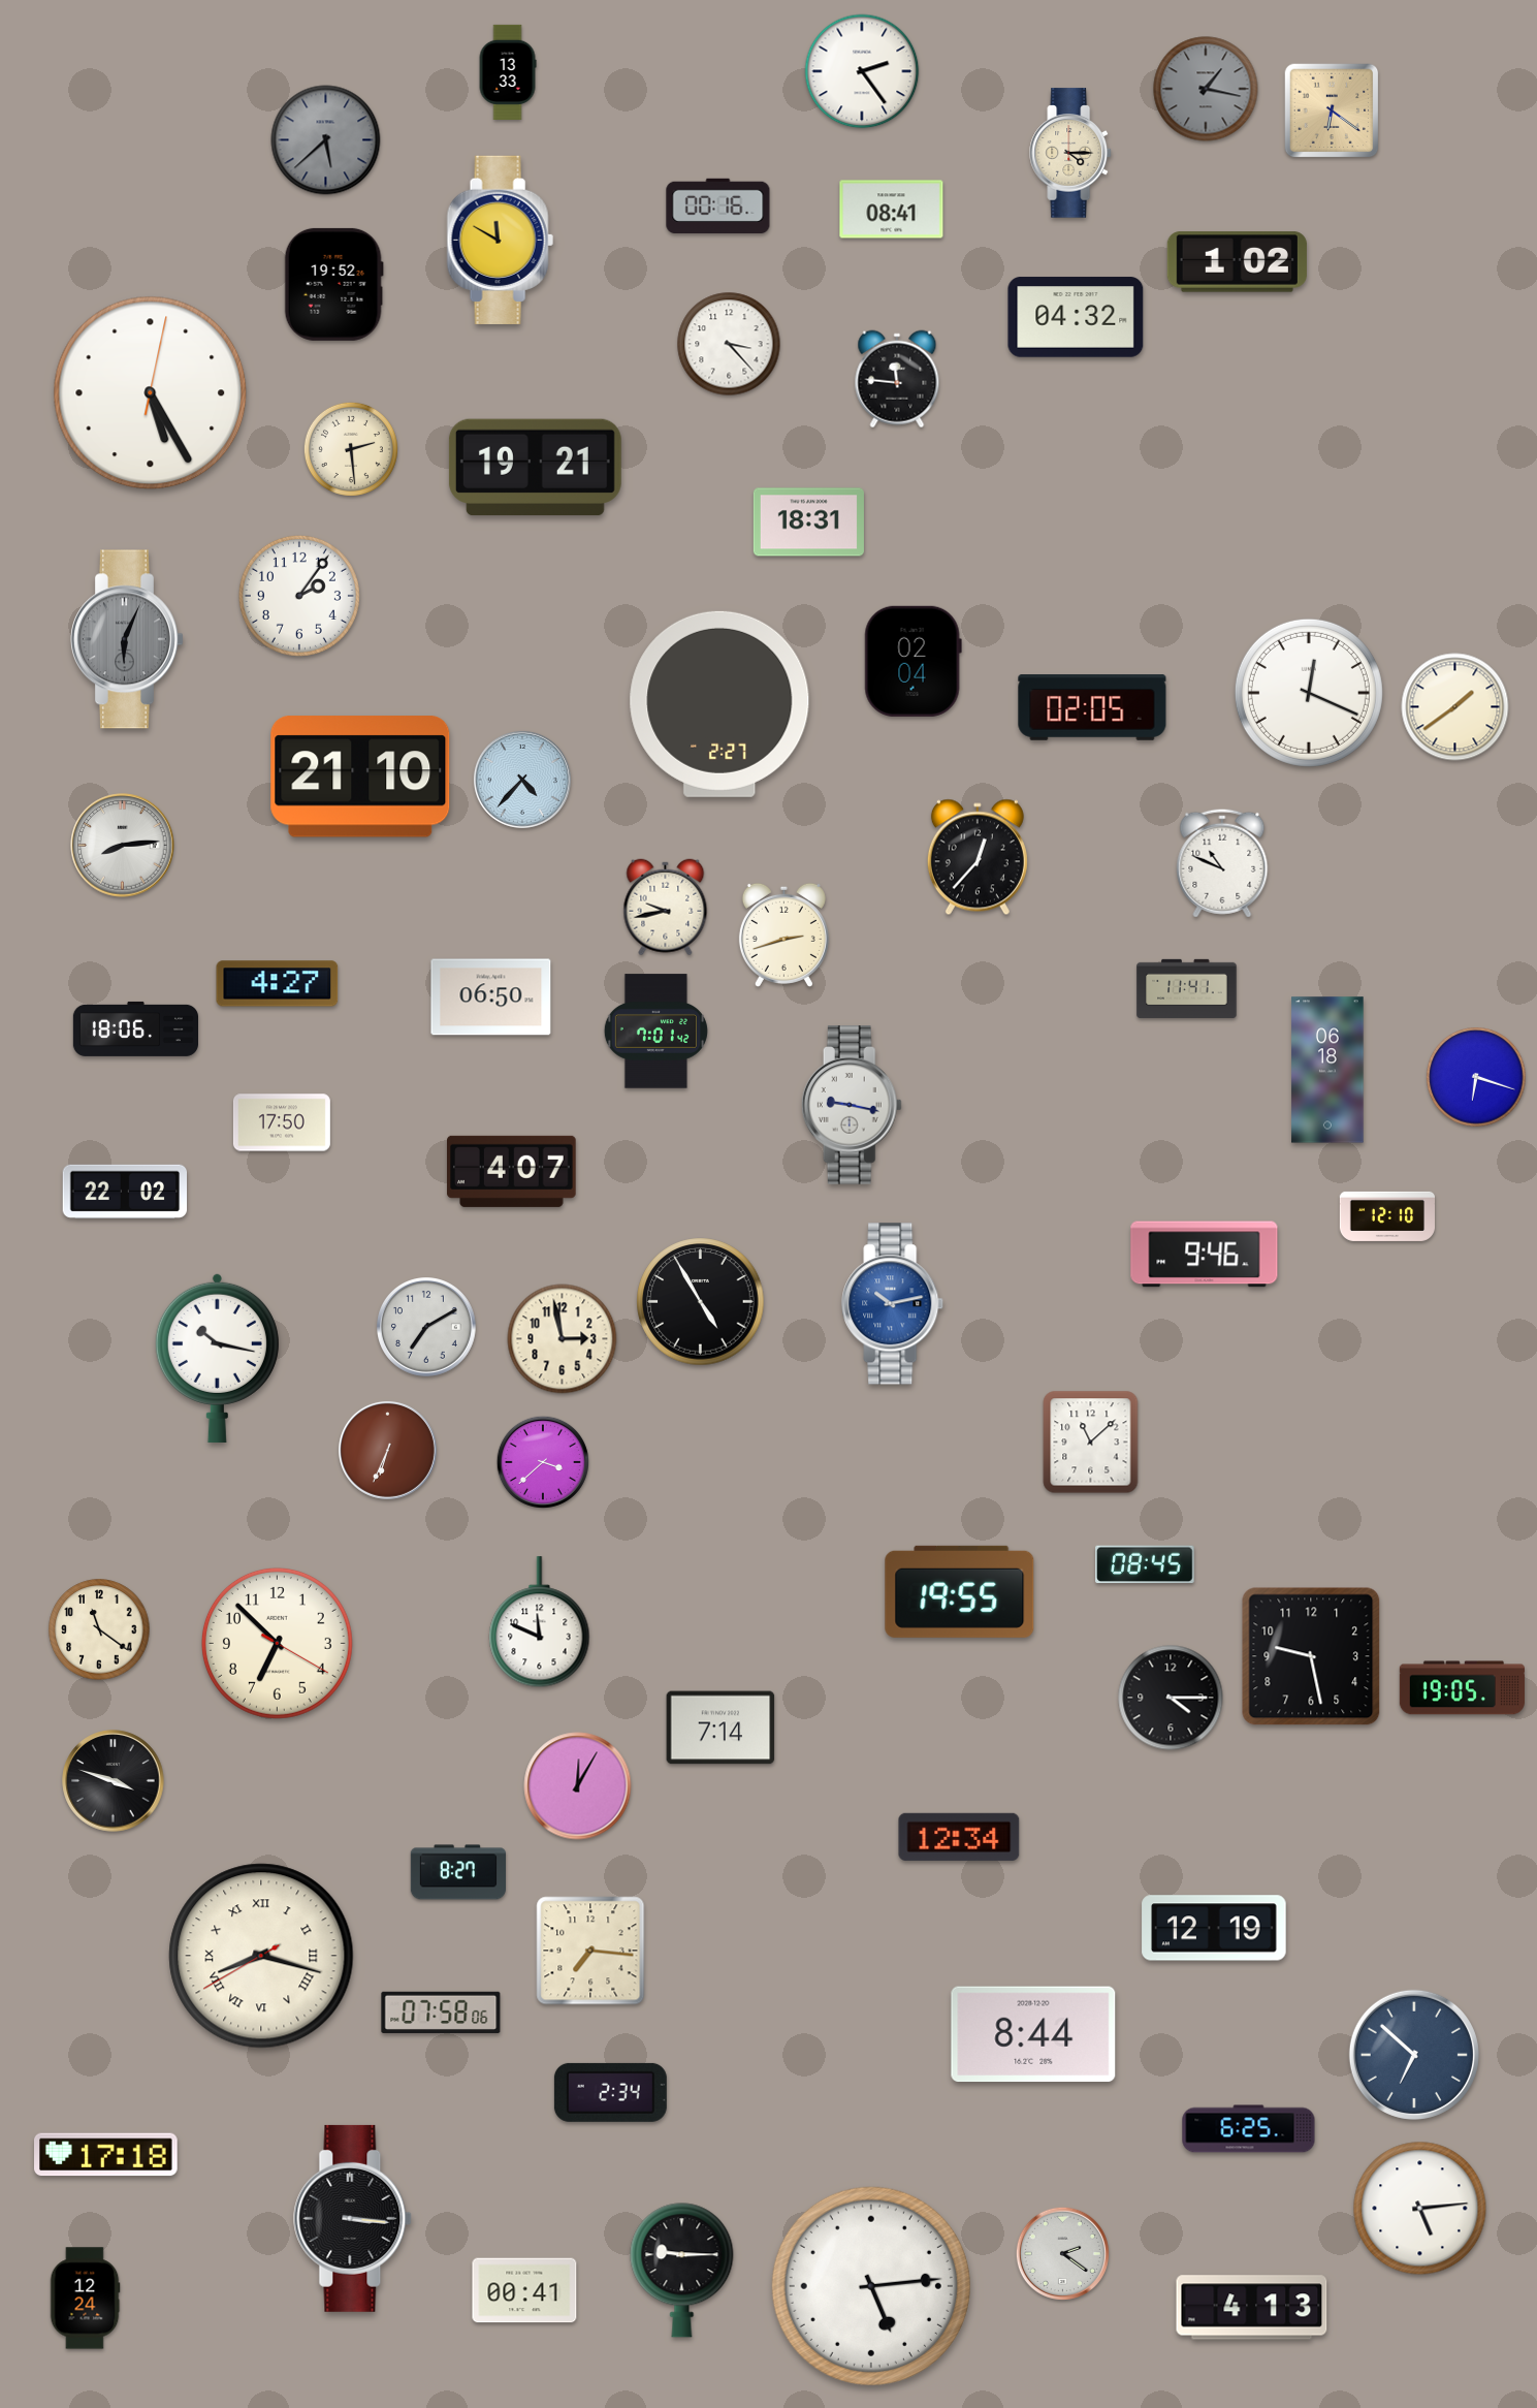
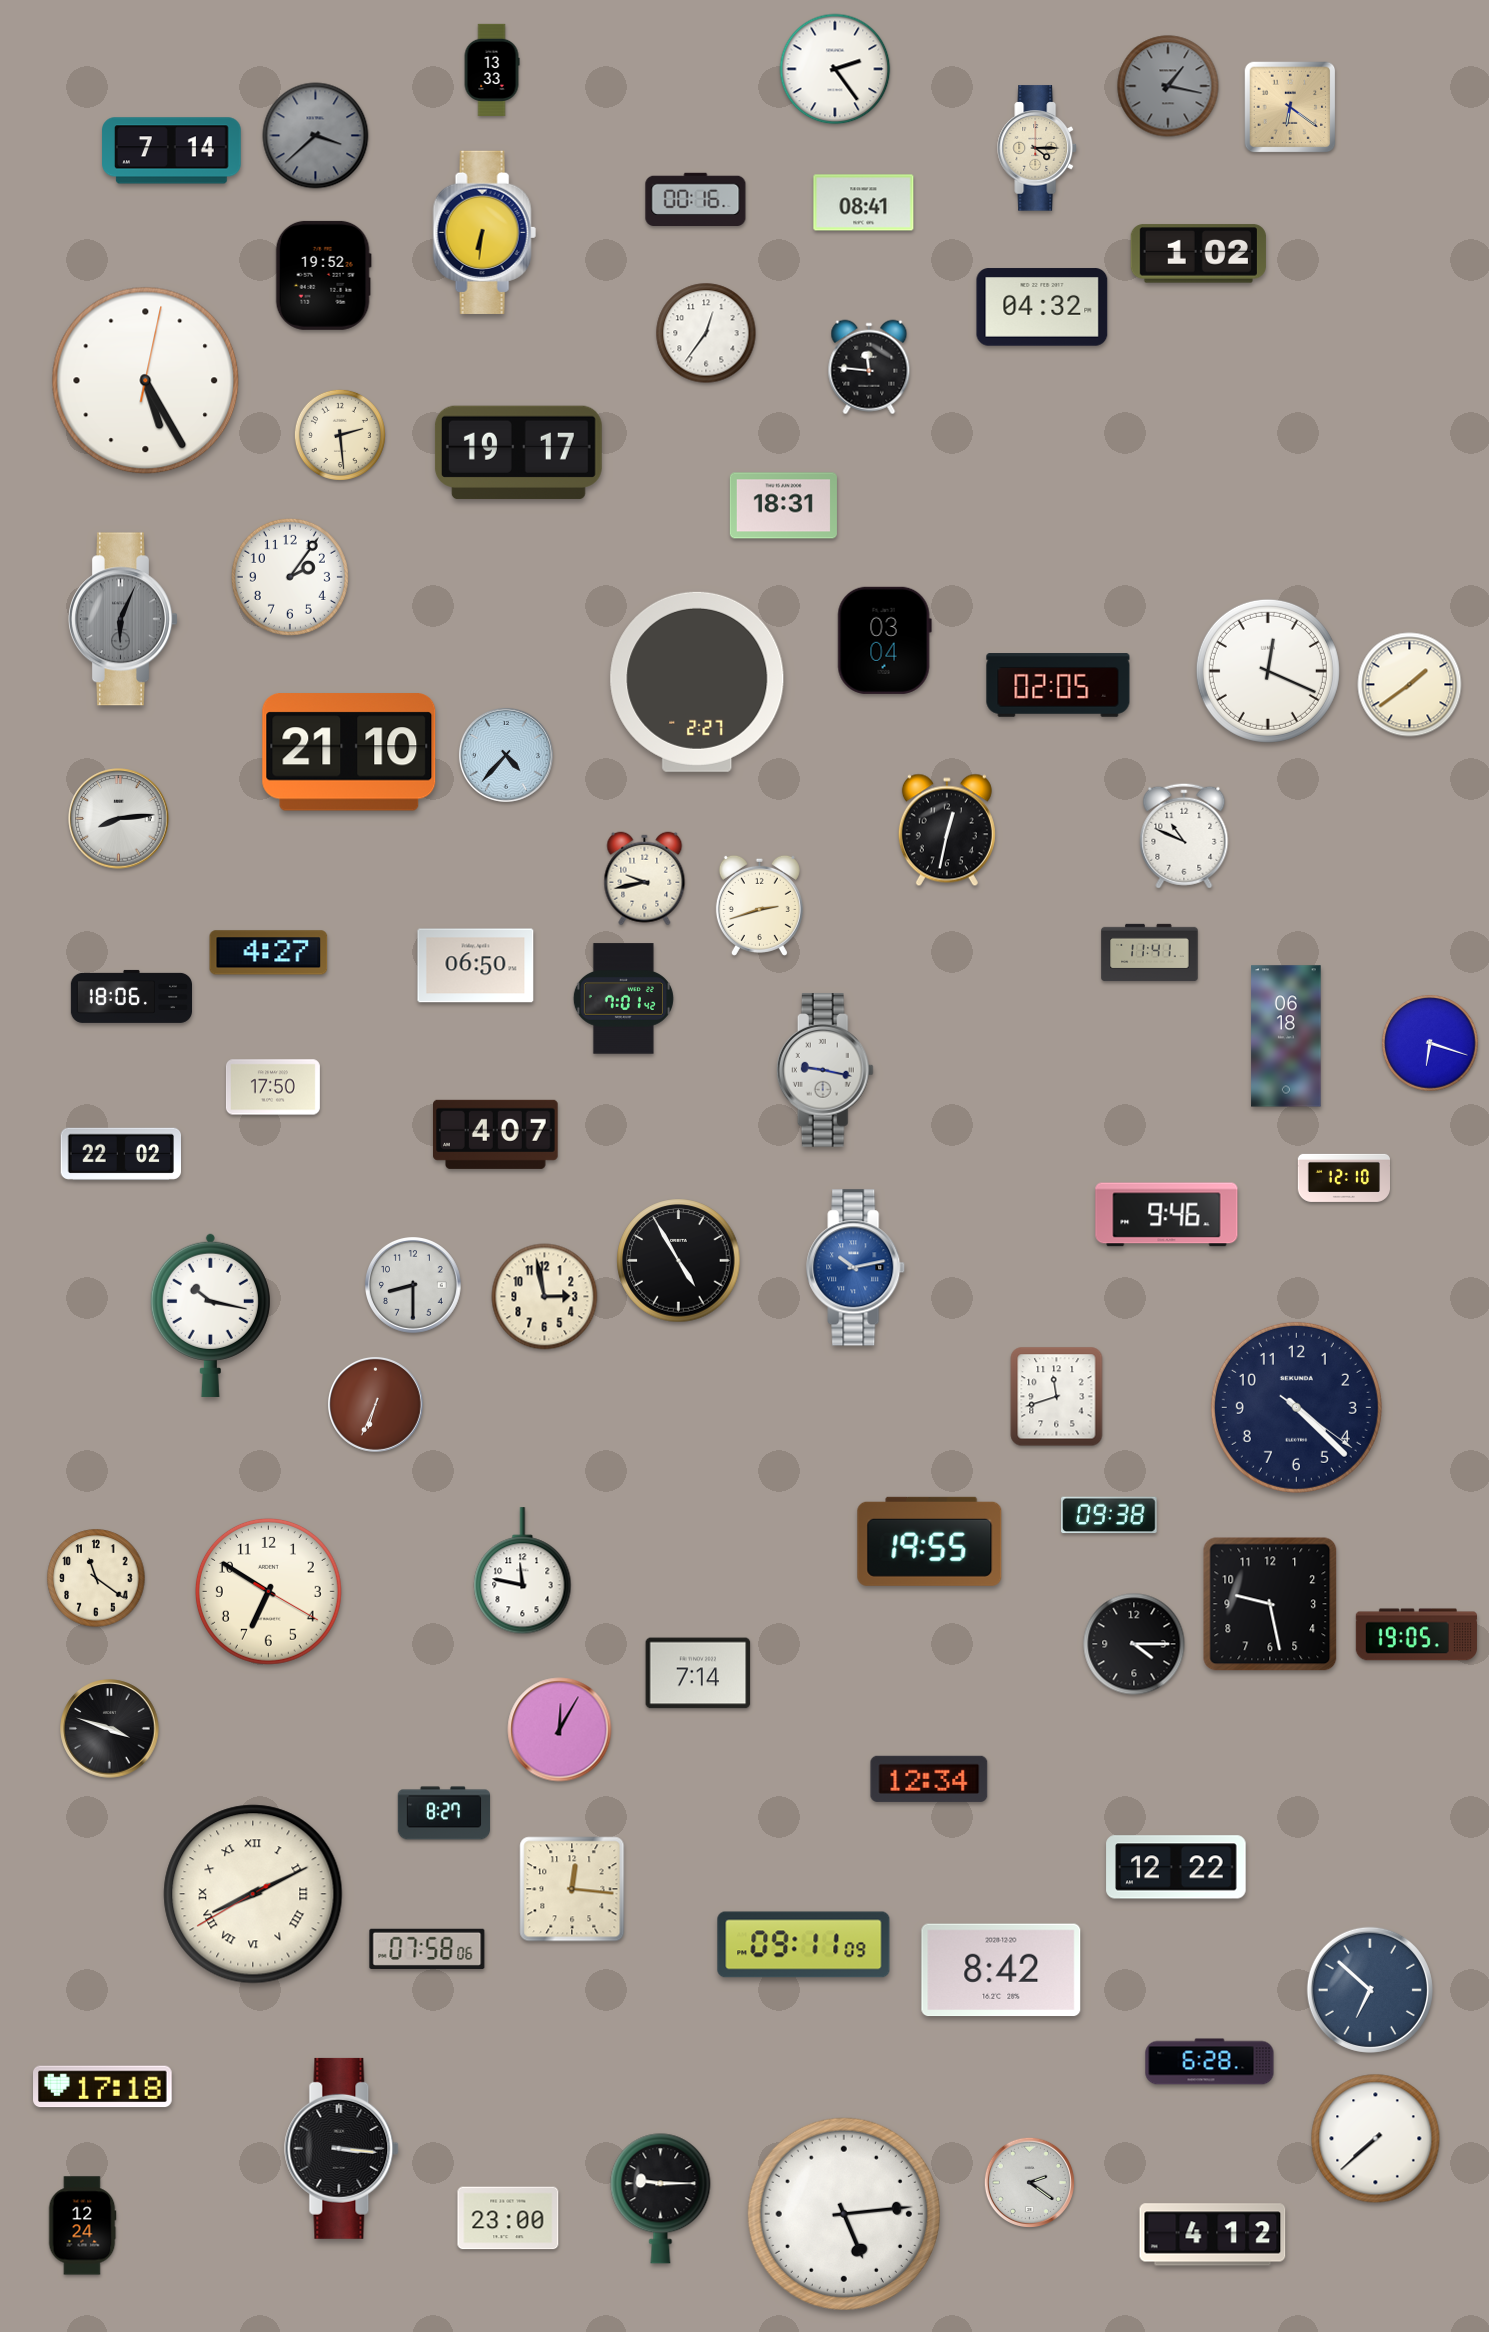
clock at (326, 140): 5:38 -> 3:38
clock at (172, 151): none -> 7:14
clock at (500, 240): 11:50 -> 6:31
clock at (729, 344): 3:23 -> 12:36
clock at (535, 468): 19:21 -> 19:17
clock at (912, 661): 02:04 -> 03:04
clock at (978, 857): 12:37 -> 12:32
clock at (1187, 989) position: (1187, 989) -> (1150, 953)
clock at (655, 1032) position: (655, 1032) -> (623, 999)
clock at (893, 1304) position: (893, 1304) -> (856, 1268)
clock at (427, 1328): 7:10 -> 8:30
clock at (1091, 1443): 11:08 -> 11:42
clock at (1296, 1407): none -> 4:22
clock at (542, 1461): 3:38 -> none
clock at (1145, 1564): 08:45 -> 09:38
clock at (540, 1622): 11:49 -> 11:47
clock at (277, 1643): 6:52 -> 6:50
clock at (114, 1781) position: (114, 1781) -> (110, 1729)
clock at (1214, 1928): 12:19 -> 12:22
clock at (590, 1951): 7:16 -> 12:16
clock at (261, 1956): 8:17 -> 8:10
clock at (804, 1945): none -> 09:11
clock at (1033, 2034): 8:44 -> 8:42
clock at (610, 2092): 2:34 -> none
clock at (1249, 2129): 6:25 -> 6:28
clock at (1420, 2209): 5:14 -> 7:38
clock at (524, 2290): 00:41 -> 23:00
clock at (1252, 2308): 4:13 -> 4:12
